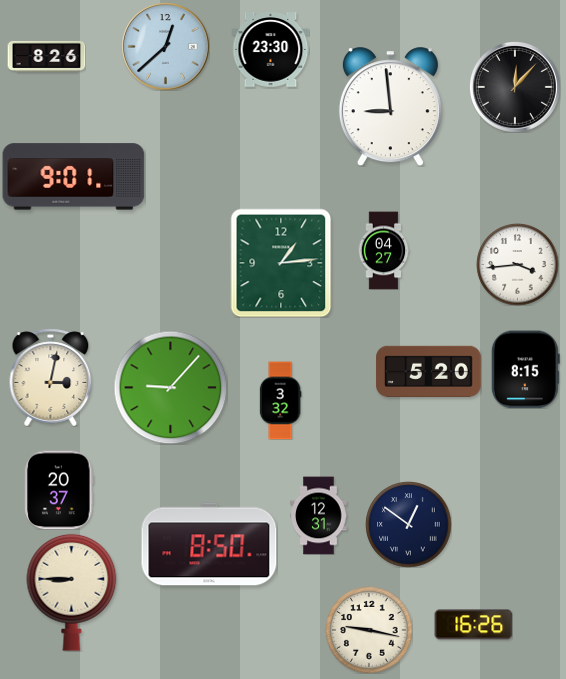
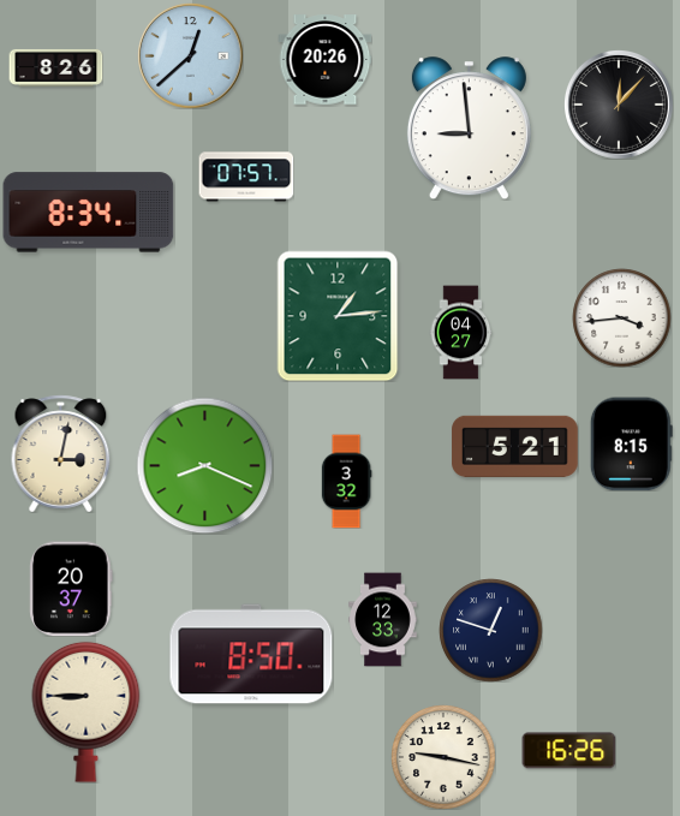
clock at (165, 46) position: (165, 46) -> (190, 55)
clock at (270, 50): 23:30 -> 20:26
clock at (246, 177): none -> 07:57
clock at (74, 177): 9:01 -> 8:34
clock at (384, 250) position: (384, 250) -> (461, 332)
clock at (429, 371): 5:20 -> 5:21
clock at (170, 387): 9:07 -> 8:19
clock at (280, 400) position: (280, 400) -> (346, 481)
clock at (319, 515): 12:31 -> 12:33
clock at (408, 524): 12:51 -> 12:48
